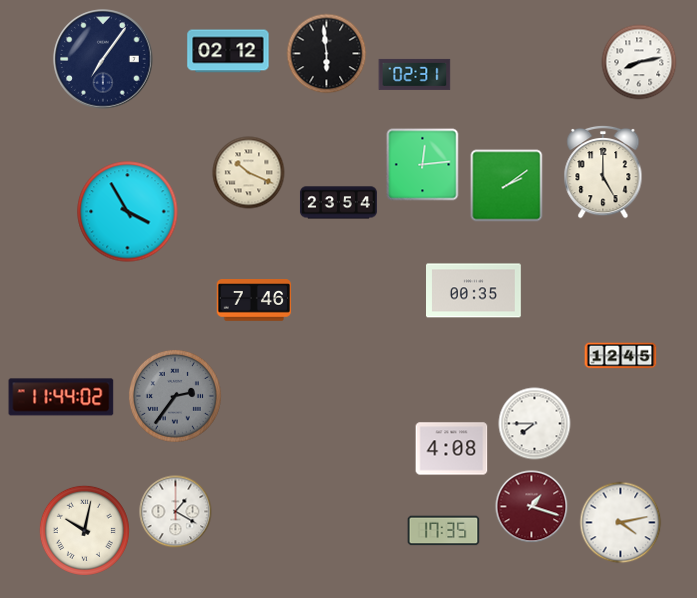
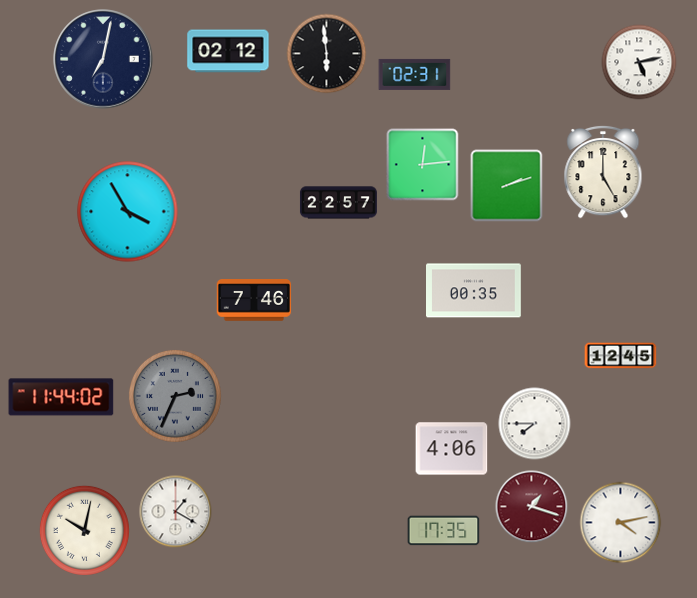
clock at (103, 59): 7:06 -> 7:02
clock at (639, 62): 8:13 -> 5:13
clock at (249, 173): 10:19 -> none
clock at (507, 186): 2:09 -> 2:12
clock at (338, 203): 23:54 -> 22:57
clock at (175, 396): 2:36 -> 2:34
clock at (452, 449): 4:08 -> 4:06
